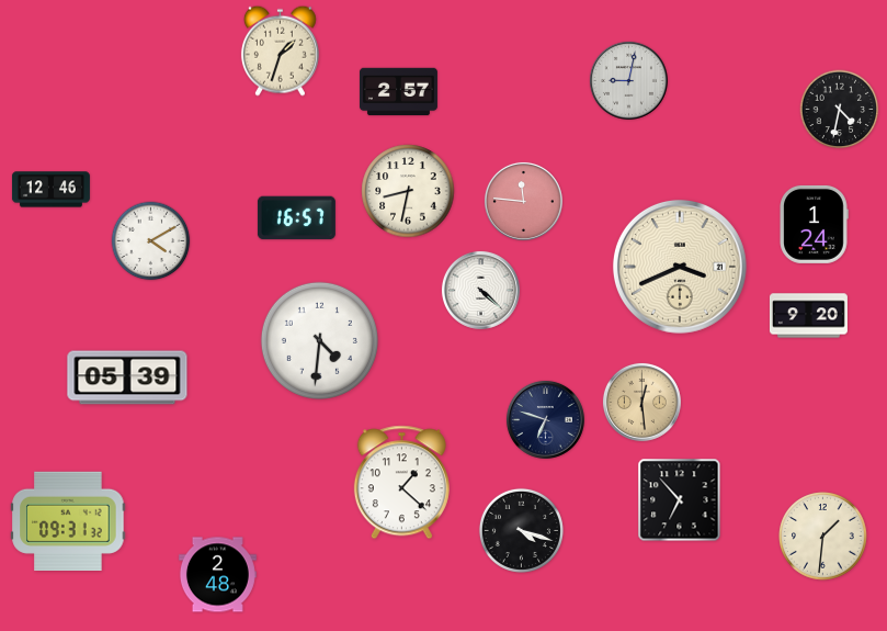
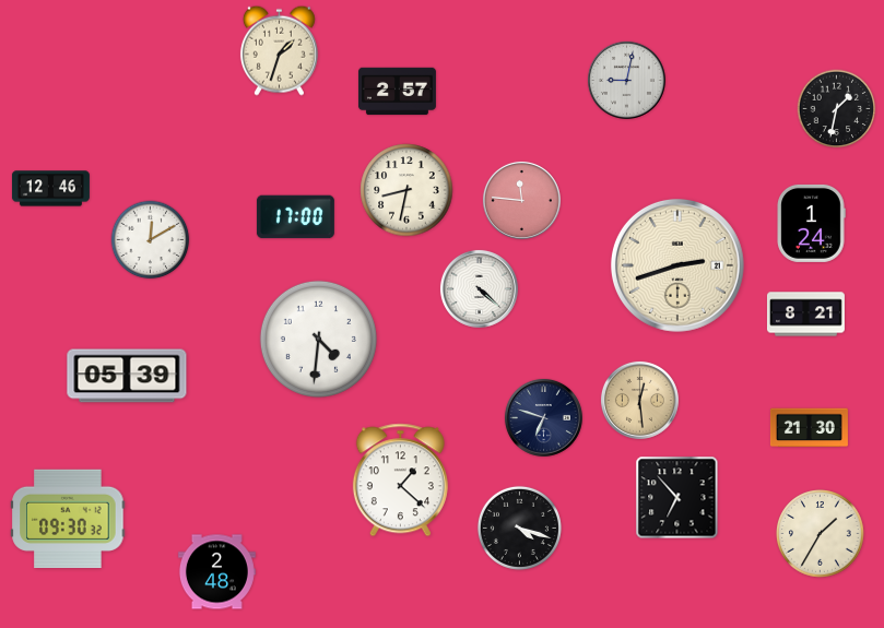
clock at (840, 110): 4:32 -> 1:32
clock at (296, 218): 16:57 -> 17:00
clock at (151, 241): 4:10 -> 12:10
clock at (680, 267): 3:41 -> 2:42
clock at (808, 316): 9:20 -> 8:21
clock at (809, 428): none -> 21:30
clock at (68, 521): 09:31 -> 09:30
clock at (823, 537): 1:31 -> 1:35
